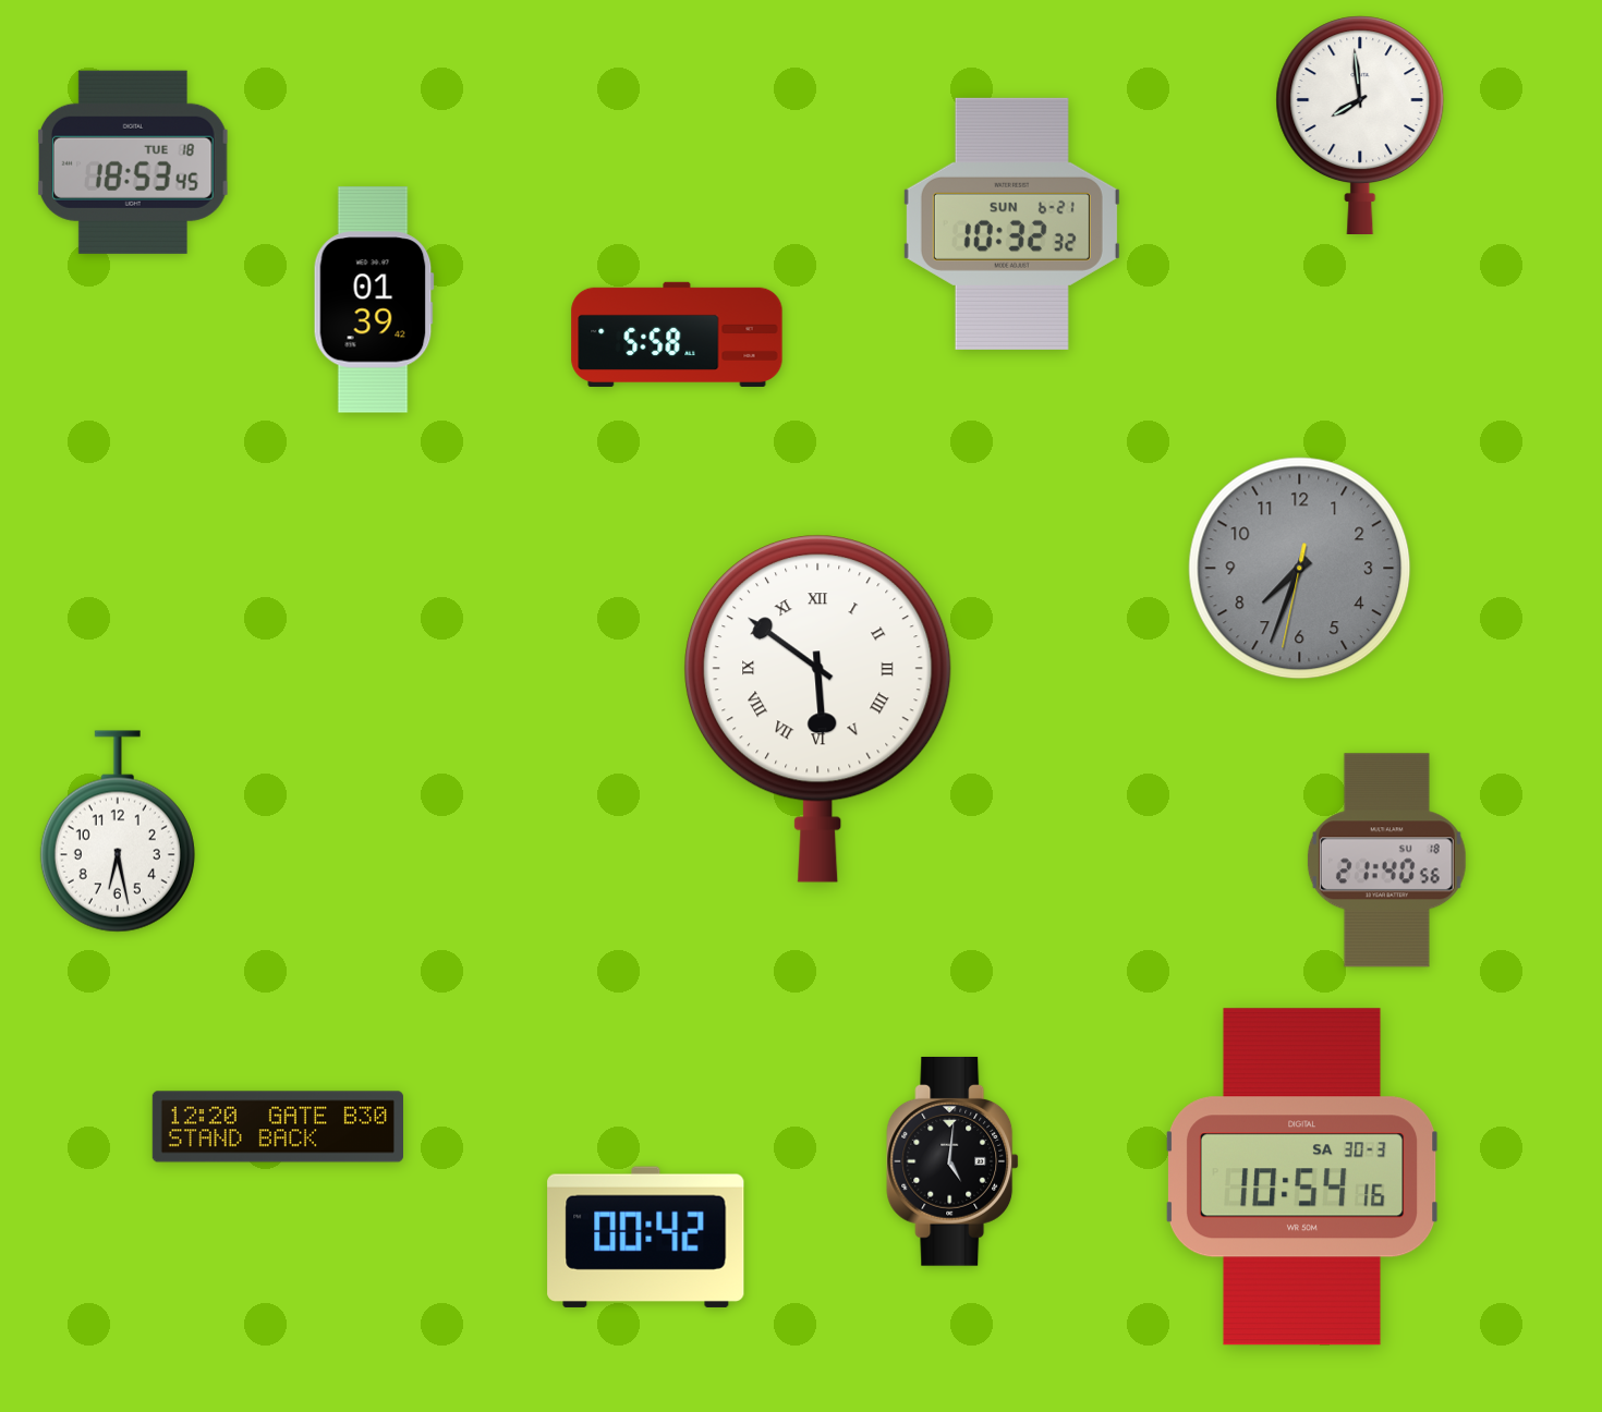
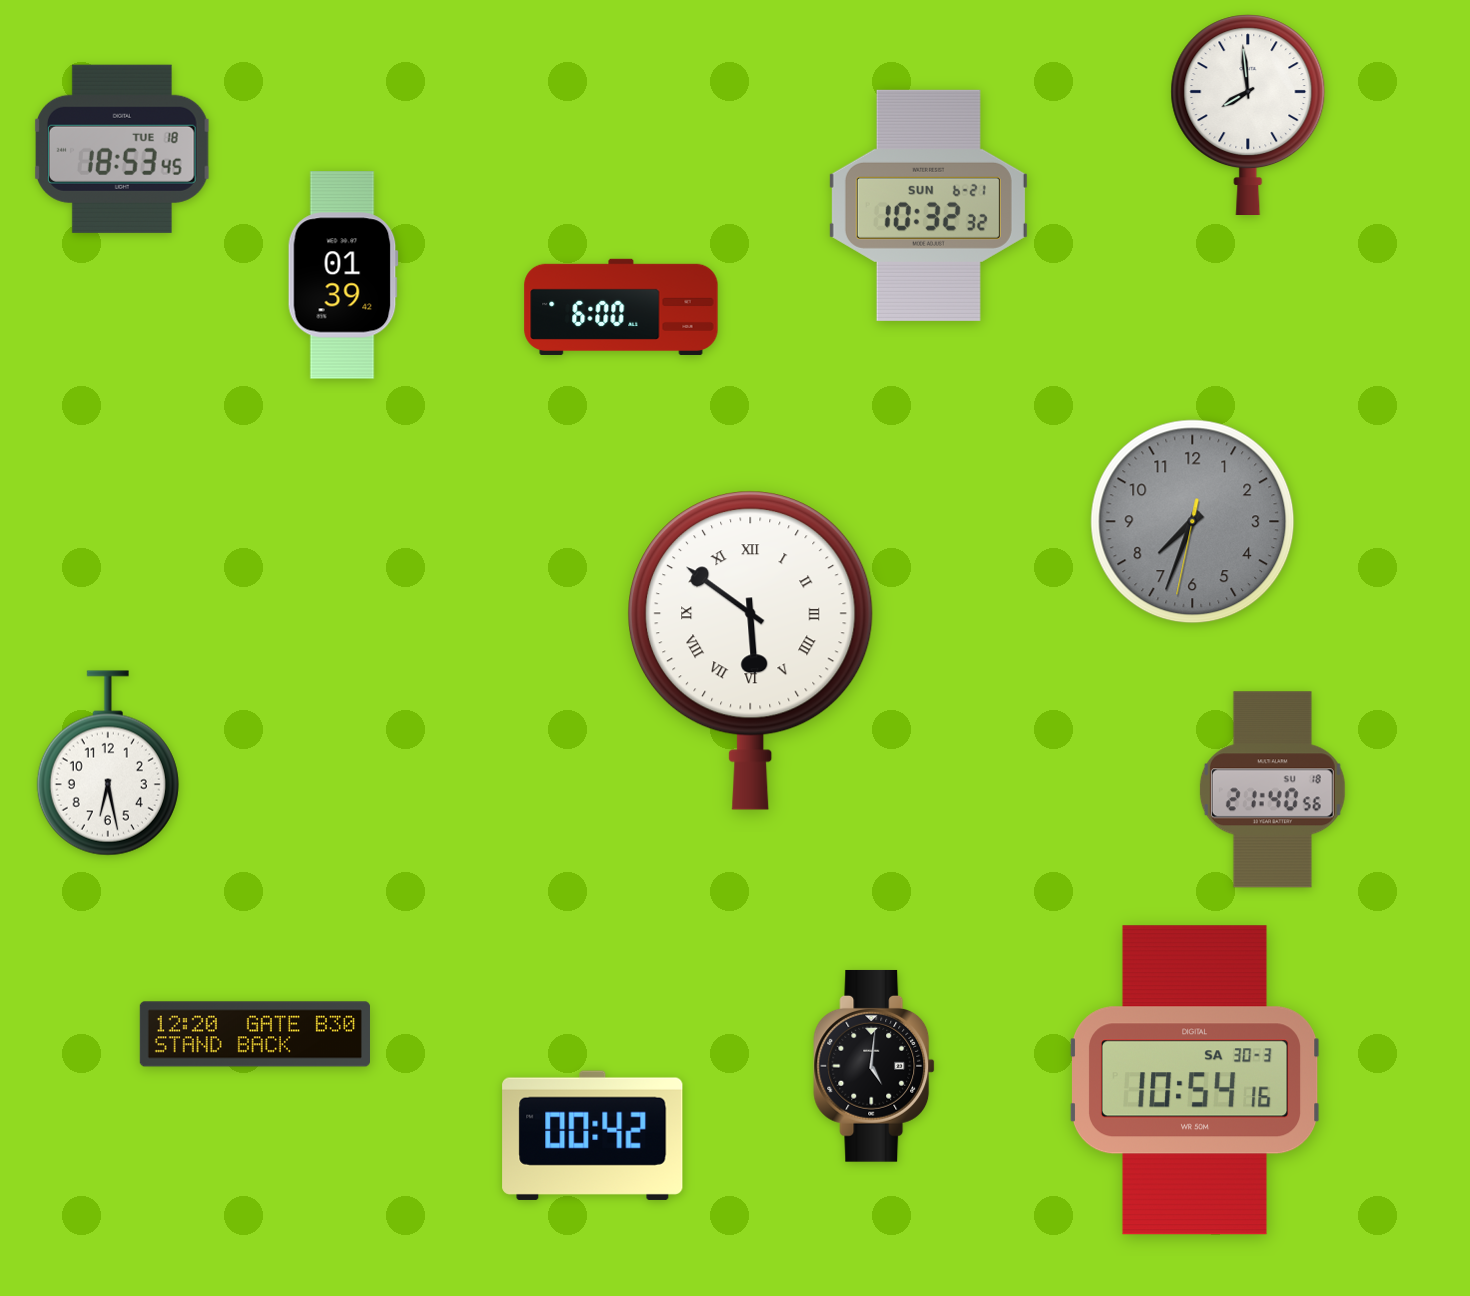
clock at (677, 334): 5:58 -> 6:00
